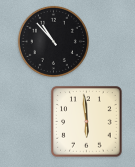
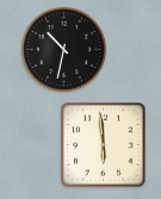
clock at (53, 41): 10:53 -> 10:32
